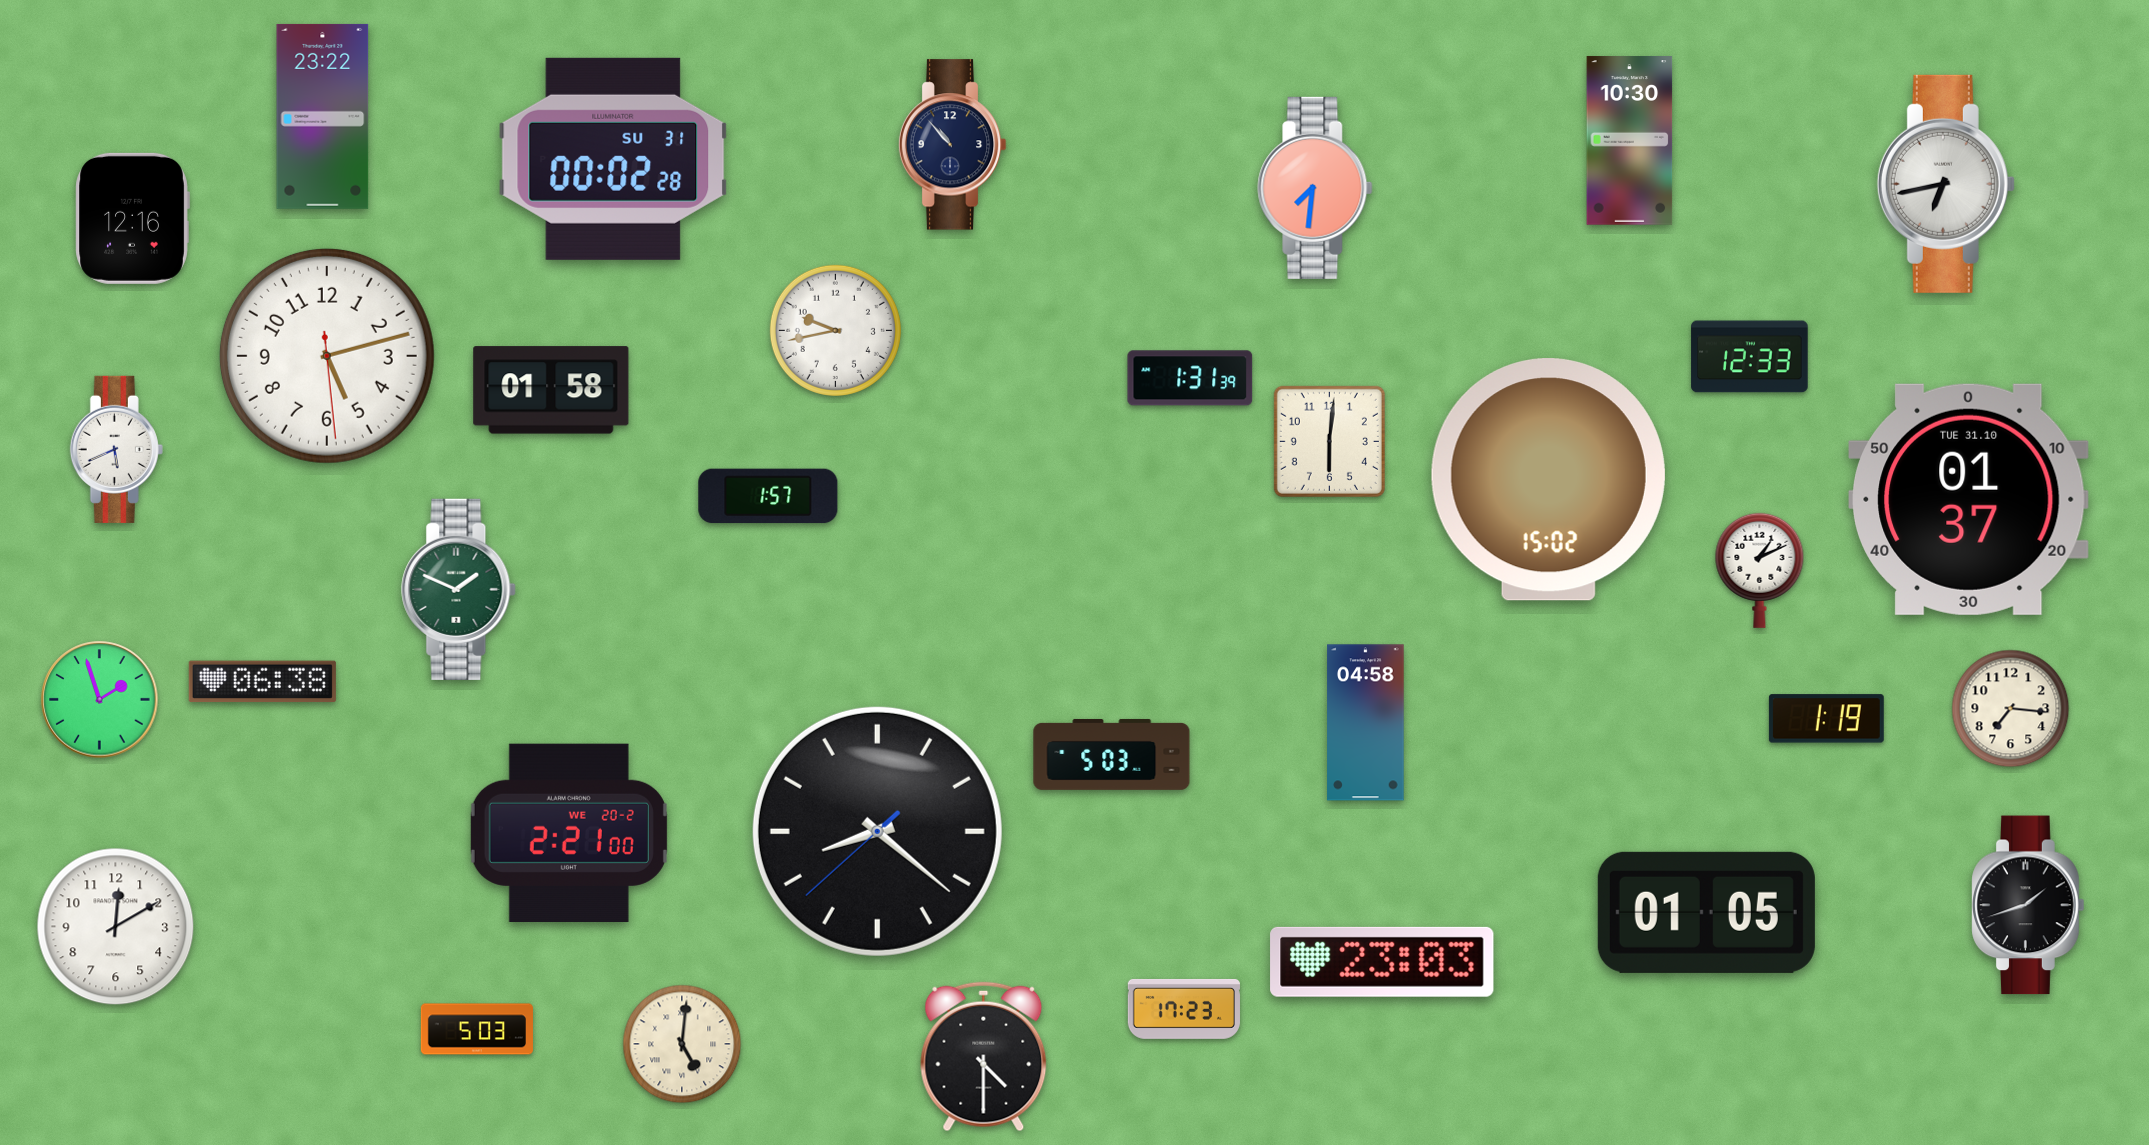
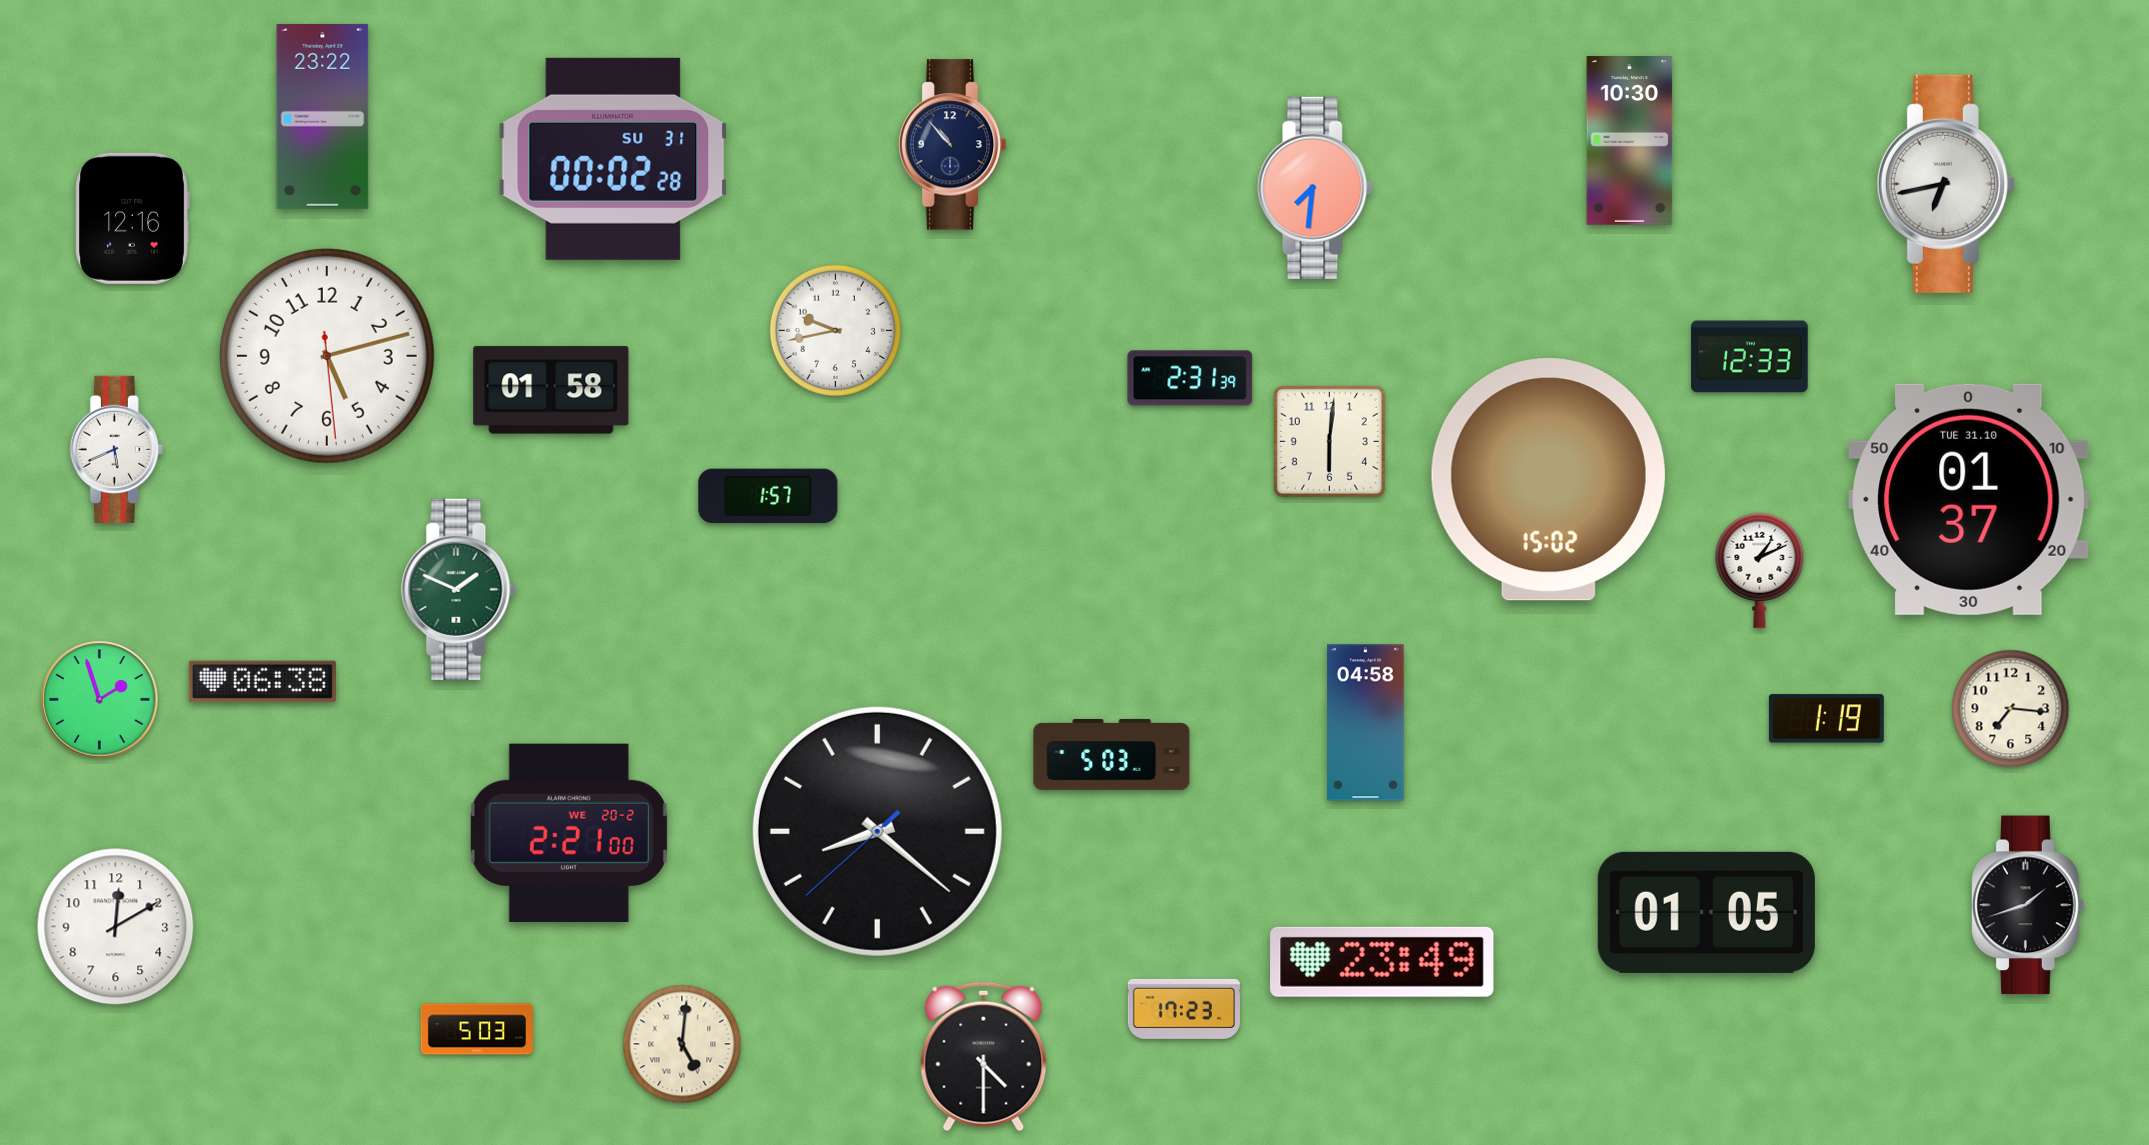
clock at (1190, 378): 1:31 -> 2:31
clock at (1382, 962): 23:03 -> 23:49
